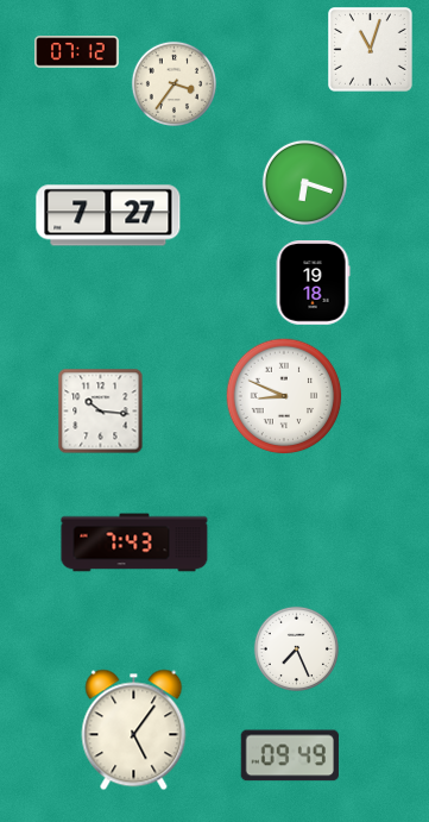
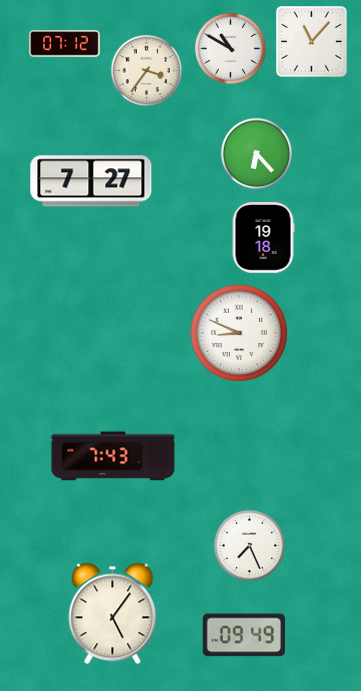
clock at (371, 50): 11:03 -> 11:07
clock at (230, 48): none -> 10:50
clock at (304, 182): 6:18 -> 6:23
clock at (101, 412): 10:16 -> none
